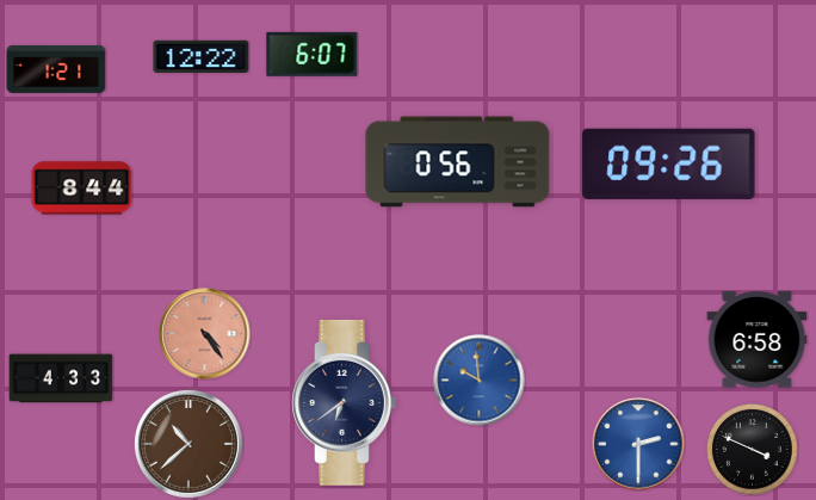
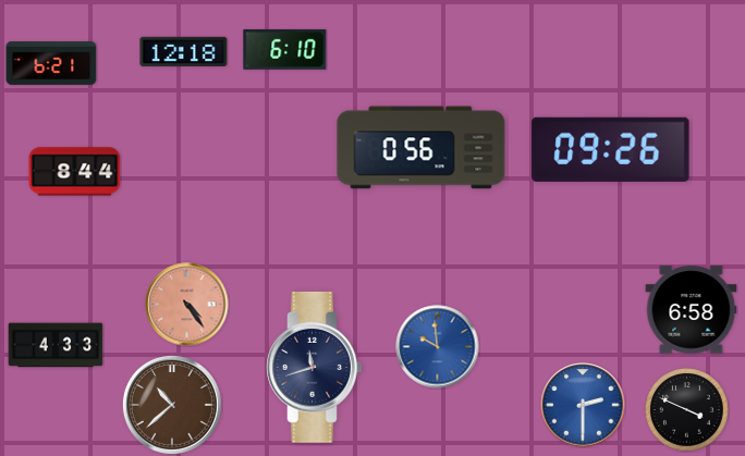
clock at (313, 54): 6:07 -> 6:10
clock at (202, 56): 12:22 -> 12:18
clock at (56, 69): 1:21 -> 6:21
clock at (458, 162) position: (458, 162) -> (422, 148)
clock at (345, 402): 6:39 -> 11:42
